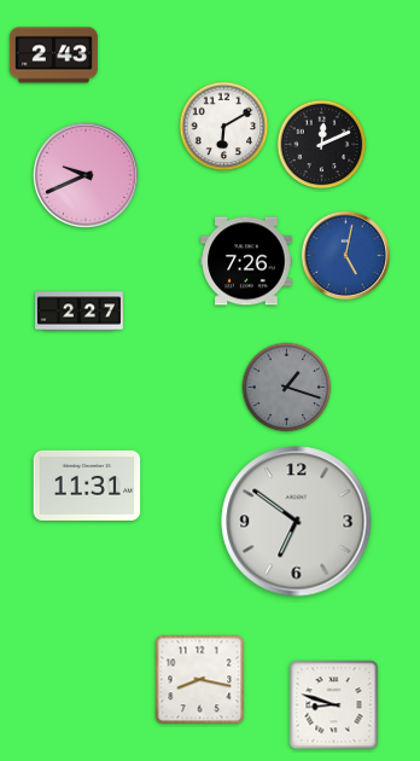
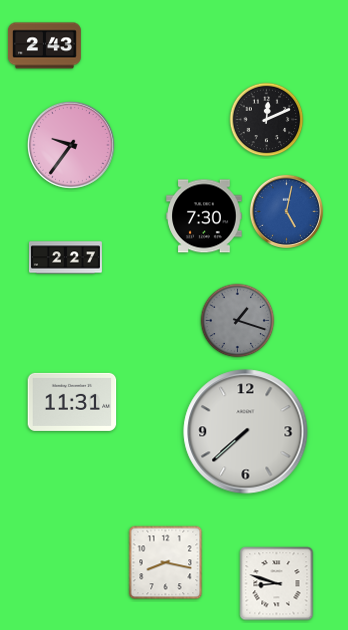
clock at (224, 127): 6:10 -> none
clock at (86, 175): 9:41 -> 9:36
clock at (246, 261): 7:26 -> 7:30
clock at (297, 522): 6:51 -> 7:38
